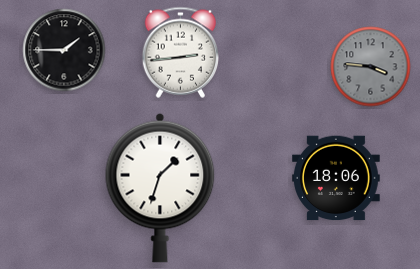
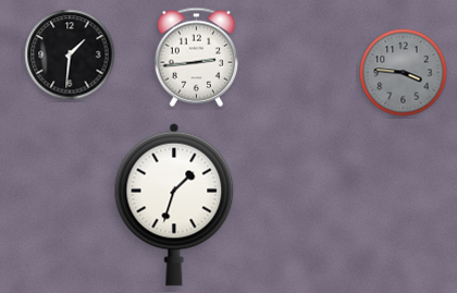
clock at (64, 50): 1:45 -> 1:31
clock at (337, 178): 18:06 -> none
